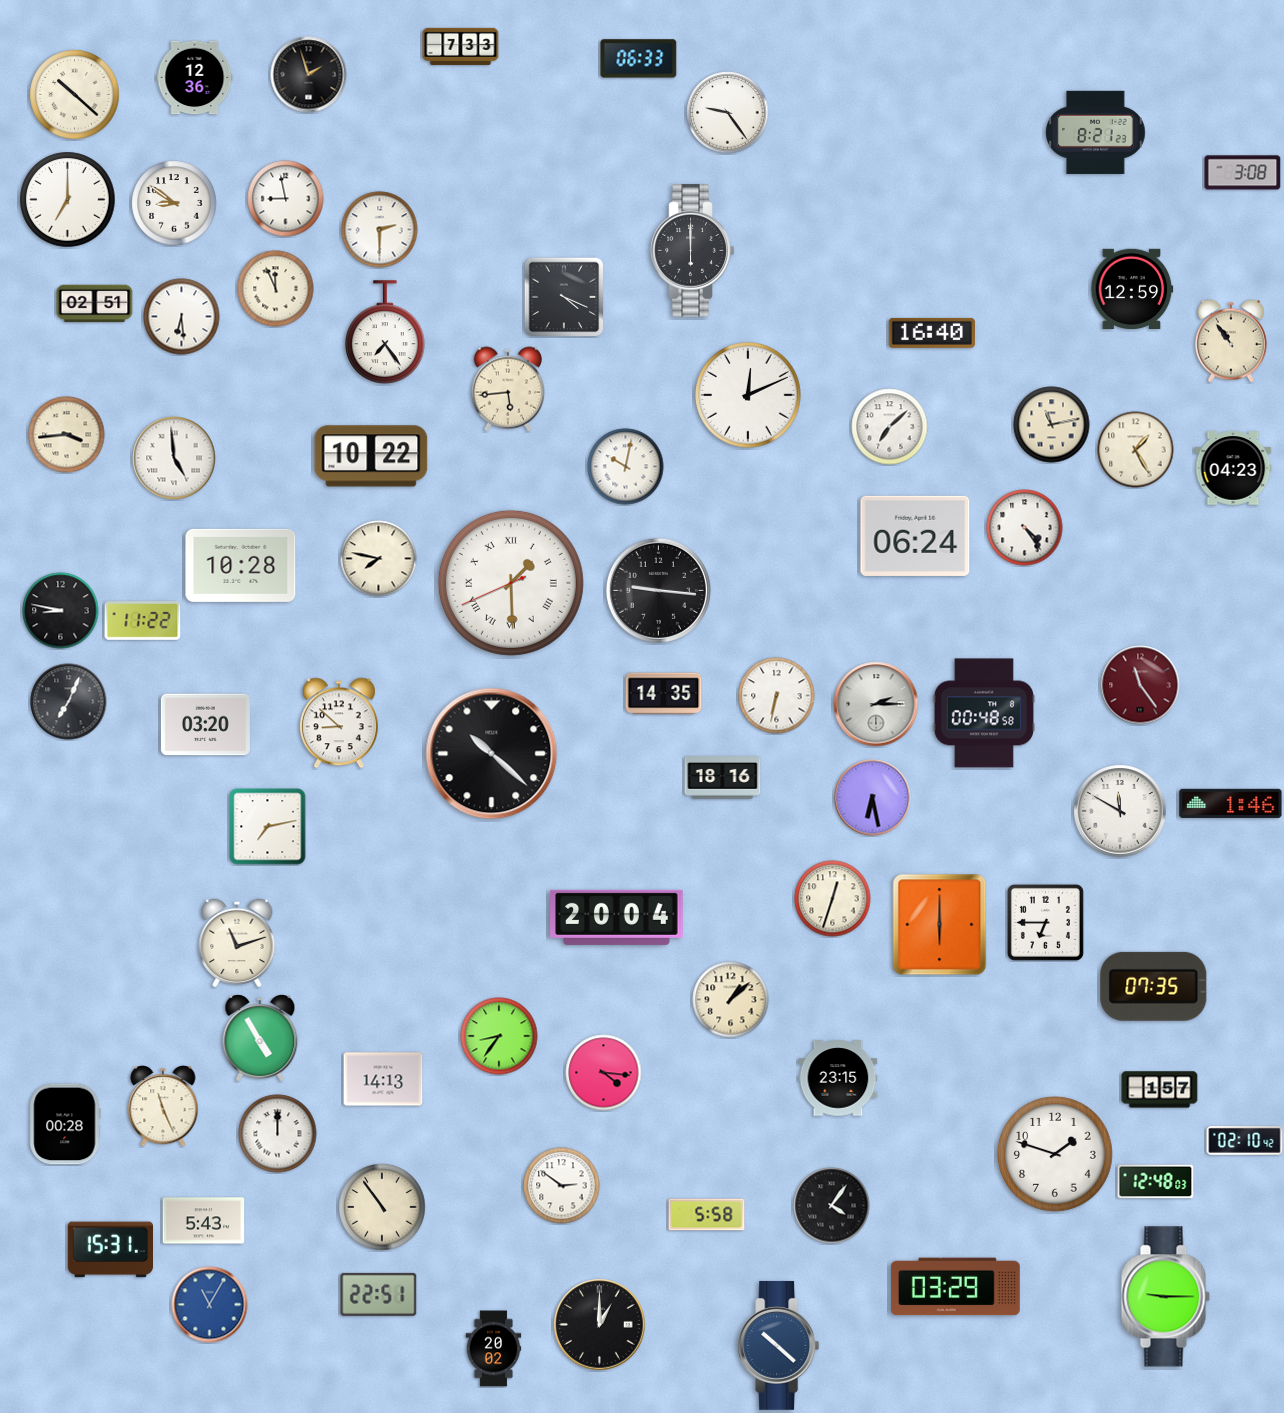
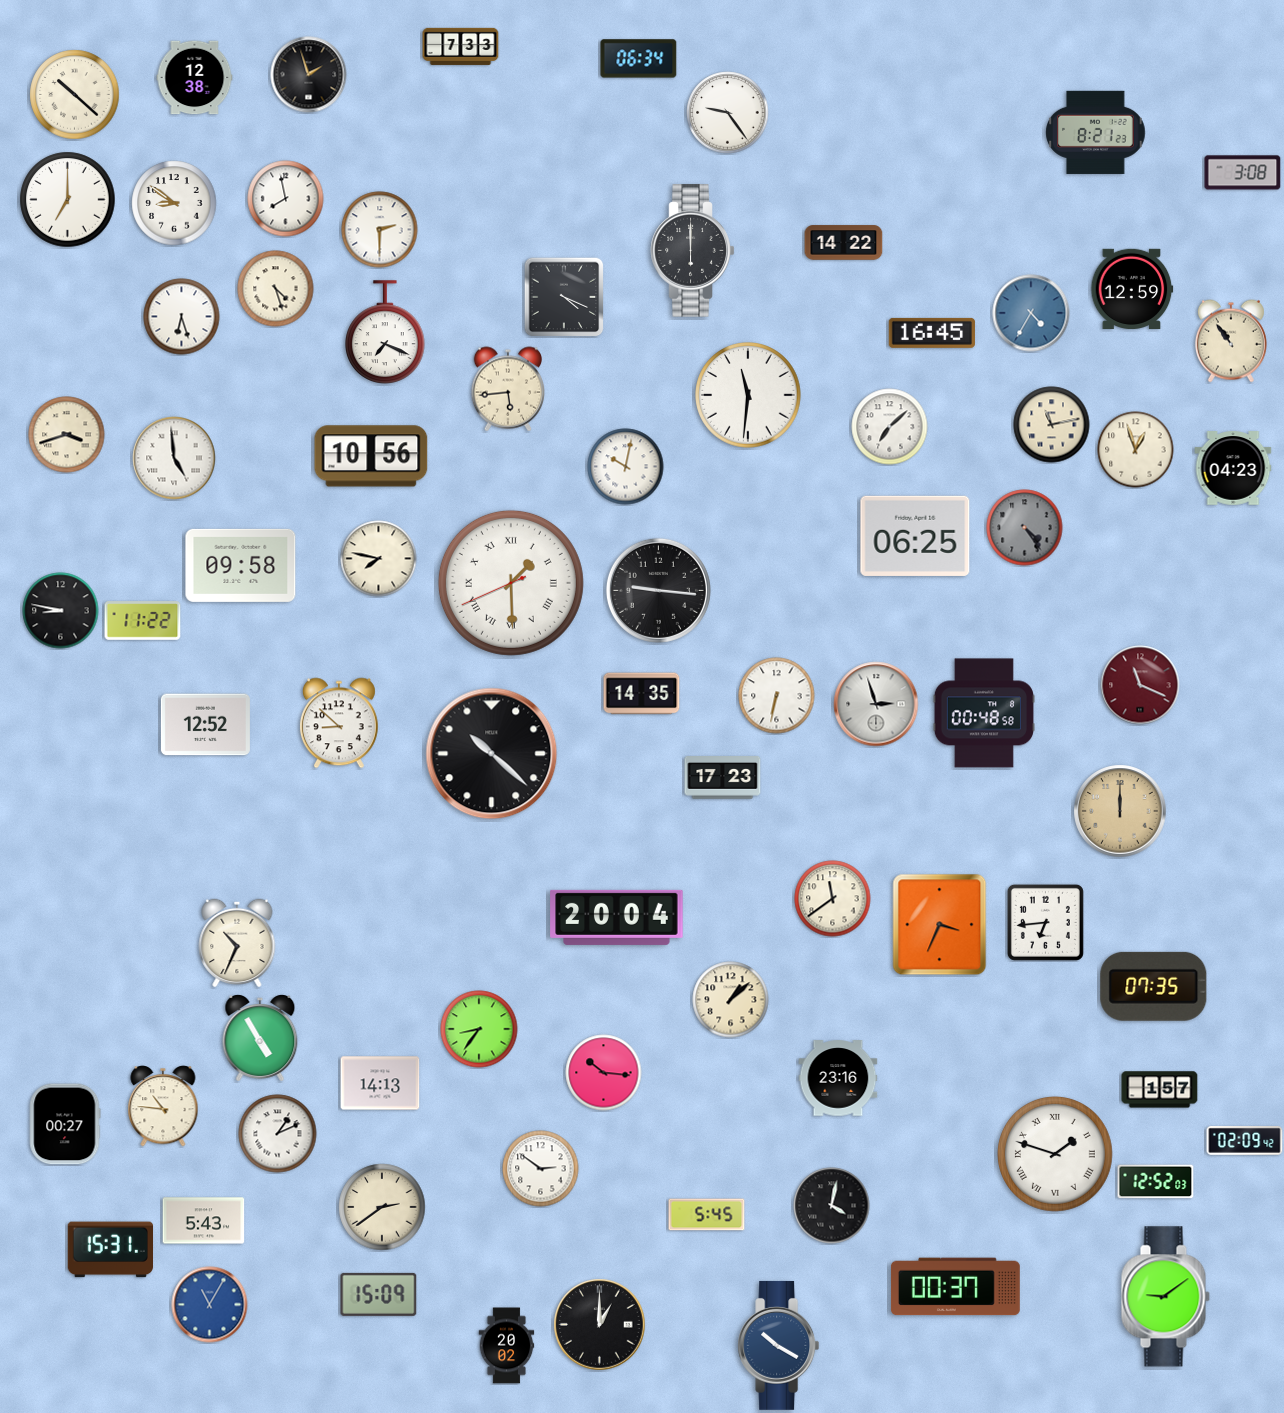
clock at (639, 59): 06:33 -> 06:34
clock at (195, 78): 12:36 -> 12:38
clock at (286, 199): 8:58 -> 7:58
clock at (844, 243): none -> 14:22
clock at (276, 289): 11:56 -> 4:27
clock at (95, 304): 02:51 -> none
clock at (1031, 313): none -> 4:35
clock at (182, 317): 6:29 -> 6:27
clock at (385, 332): 7:24 -> 7:19
clock at (932, 333): 16:40 -> 16:45
clock at (748, 395): 12:11 -> 11:31
clock at (67, 435): 3:44 -> 3:42
clock at (1136, 450): 1:25 -> 12:57
clock at (371, 456): 10:22 -> 10:56
clock at (1025, 528) dial: white -> grey
clock at (915, 536): 06:24 -> 06:25
clock at (241, 565): 10:28 -> 09:58
clock at (1140, 685): 11:24 -> 11:19
clock at (664, 694) position: (664, 694) -> (642, 694)
clock at (69, 702): 7:04 -> none
clock at (876, 704): 2:15 -> 2:57
clock at (205, 725): 03:20 -> 12:52
clock at (723, 778): 18:16 -> 17:23
clock at (873, 798): 6:28 -> none
clock at (1231, 803): 1:46 -> none
clock at (1120, 811): 11:50 -> 12:00
clock at (1120, 811) dial: white -> champagne
clock at (268, 827): 7:13 -> none
clock at (833, 899): 12:33 -> 11:39
clock at (1045, 922): 6:45 -> 6:44
clock at (940, 925): 6:00 -> 3:34
clock at (237, 943): 11:12 -> 10:34
clock at (499, 1036) position: (499, 1036) -> (479, 1029)
clock at (604, 1073): 4:16 -> 10:16
clock at (838, 1078): 23:15 -> 23:16
clock at (383, 1079) position: (383, 1079) -> (380, 1083)
clock at (163, 1106): 11:26 -> 10:46
clock at (65, 1124): 00:28 -> 00:27
clock at (278, 1134): 12:00 -> 1:11
clock at (1245, 1141): 02:10 -> 02:09
clock at (1056, 1155) numerals: Arabic -> Roman
clock at (1156, 1182): 12:48 -> 12:52
clock at (562, 1186) position: (562, 1186) -> (541, 1169)
clock at (832, 1206): 4:06 -> 4:02
clock at (382, 1207): 10:54 -> 2:39
clock at (707, 1215): 5:58 -> 5:45
clock at (955, 1287): 03:29 -> 00:37
clock at (379, 1294): 22:51 -> 15:09
clock at (1165, 1297): 9:15 -> 9:09
clock at (779, 1345): 10:22 -> 10:20
clock at (494, 1349) position: (494, 1349) -> (507, 1346)
